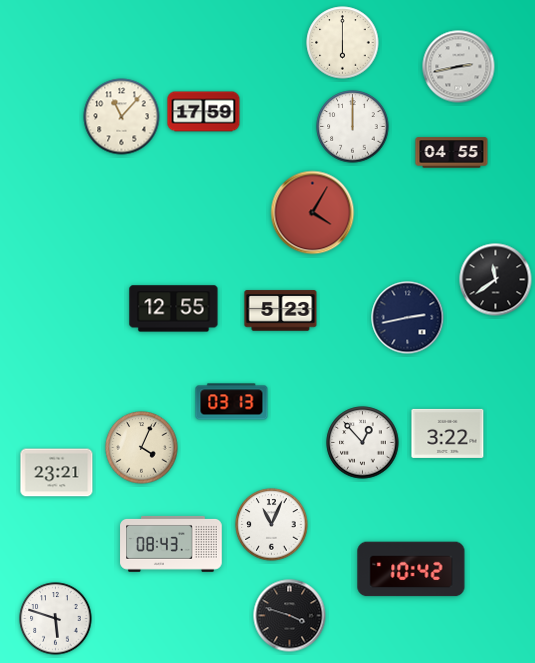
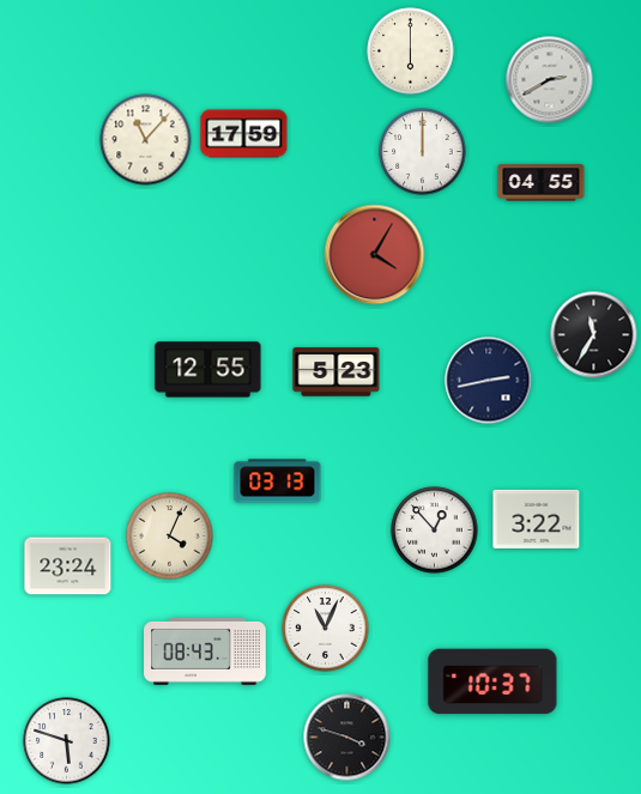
clock at (459, 67): 2:43 -> 2:40
clock at (496, 280): 11:39 -> 11:35
clock at (57, 473): 23:21 -> 23:24
clock at (411, 569): 10:42 -> 10:37
